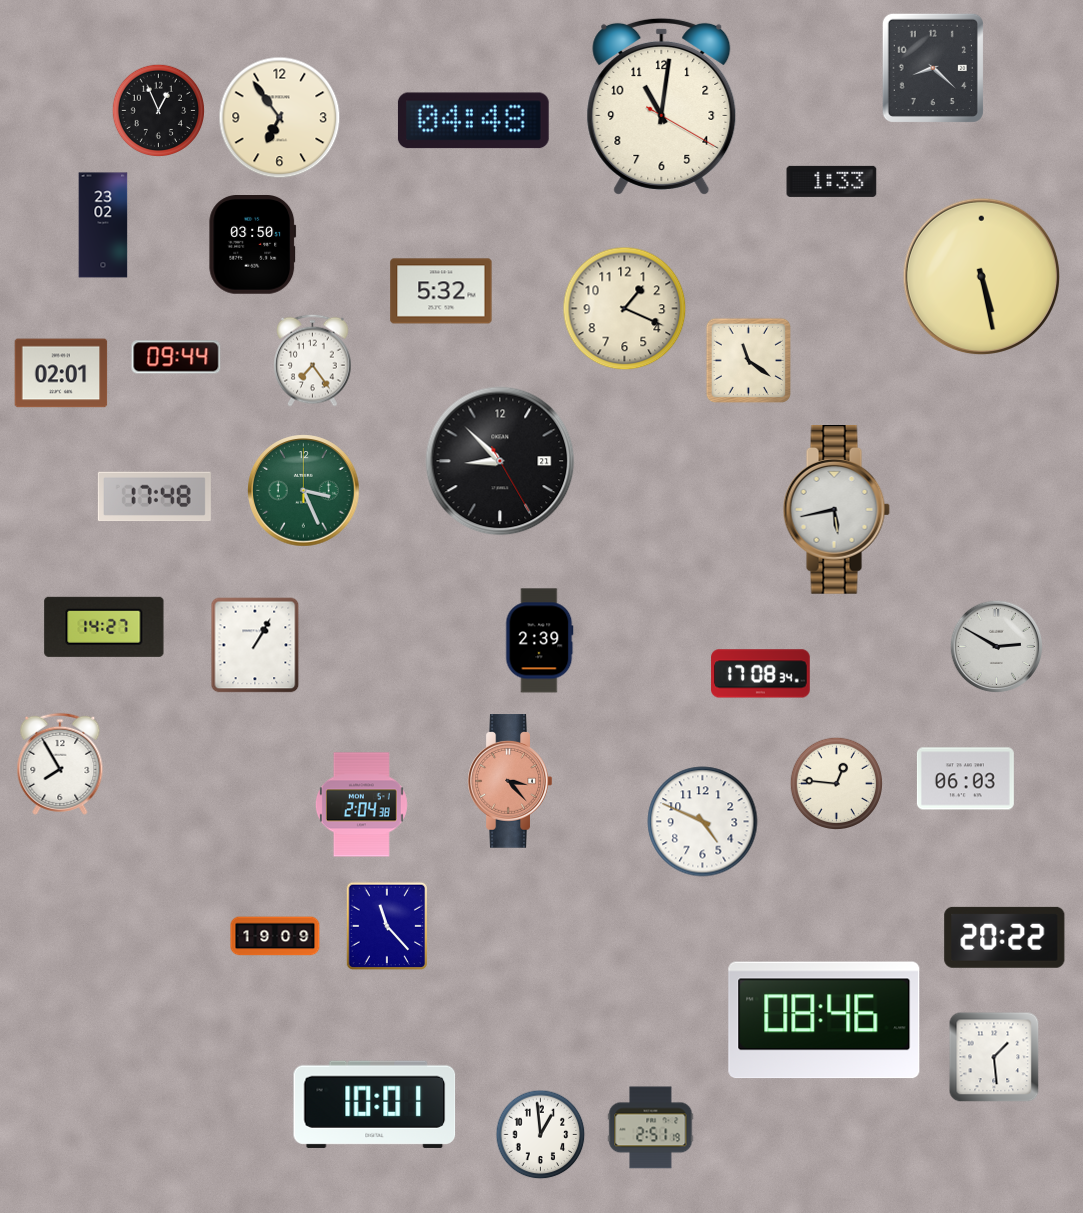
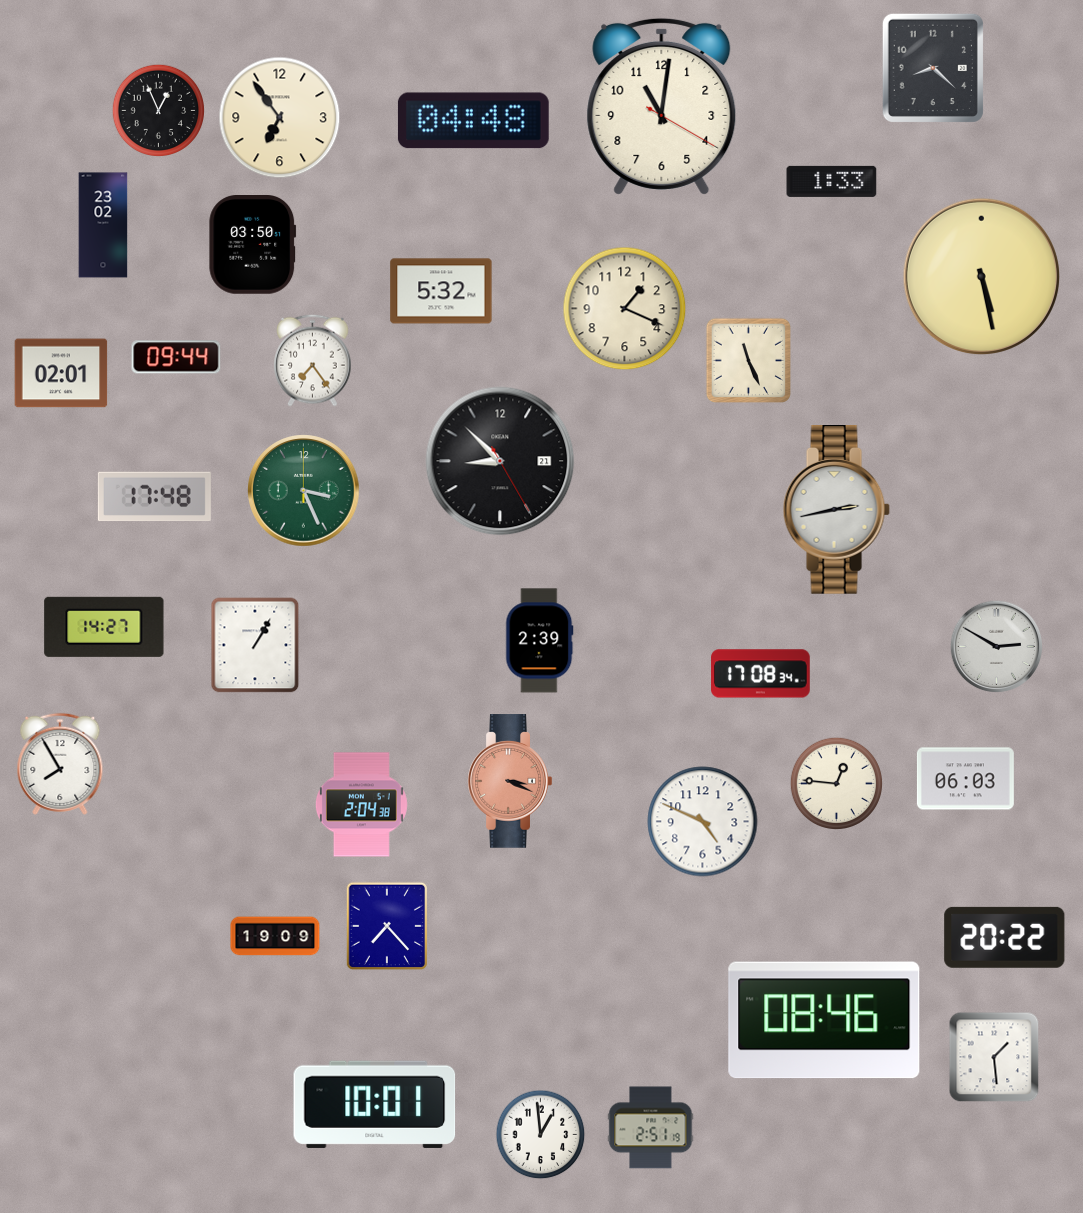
clock at (748, 360): 11:21 -> 11:26
clock at (836, 510): 5:43 -> 2:43
clock at (510, 781): 3:23 -> 3:19
clock at (386, 926): 11:23 -> 7:23
